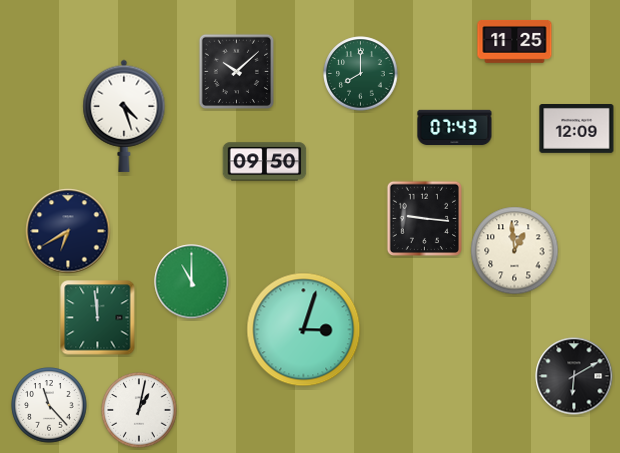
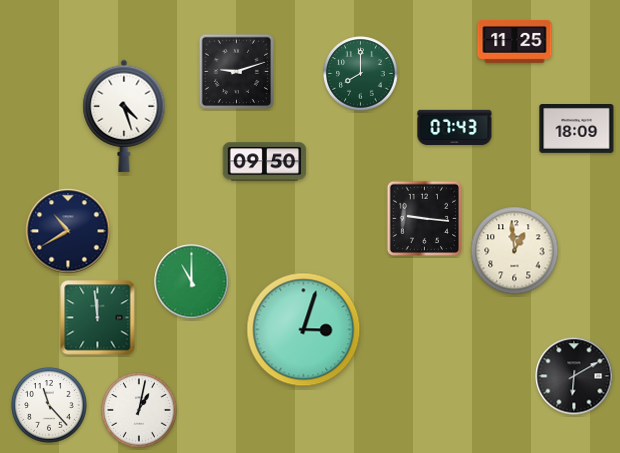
clock at (236, 71): 10:08 -> 9:12
clock at (577, 129): 12:09 -> 18:09
clock at (68, 231): 6:40 -> 10:40
